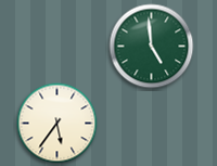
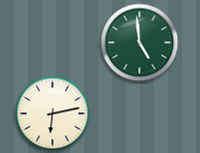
clock at (58, 124): 5:36 -> 6:13
